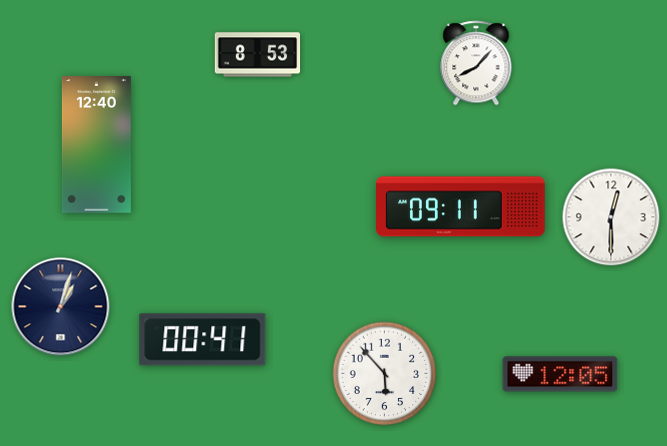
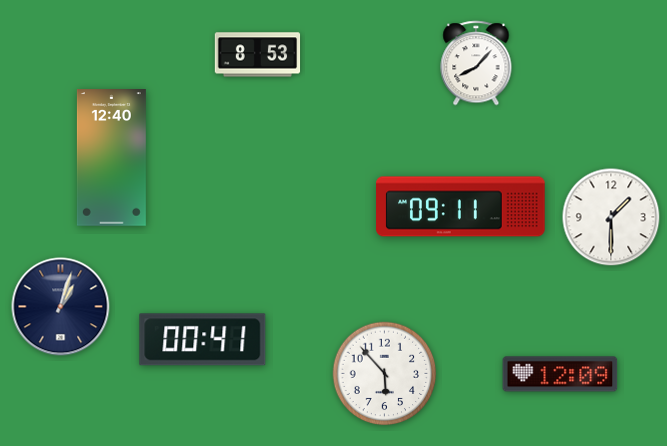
clock at (96, 145) position: (96, 145) -> (111, 158)
clock at (611, 217): 12:30 -> 1:30
clock at (560, 374): 12:05 -> 12:09
